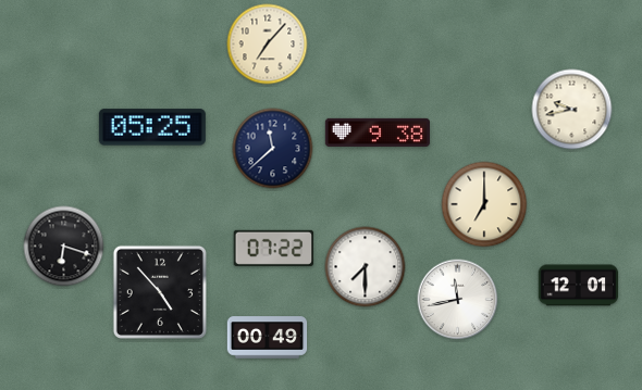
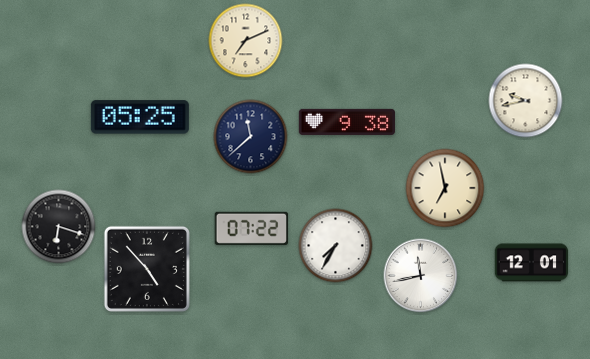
clock at (268, 45): 7:07 -> 7:11
clock at (484, 204): 7:00 -> 6:58
clock at (366, 267): 7:30 -> 7:35
clock at (268, 338): 00:49 -> none
